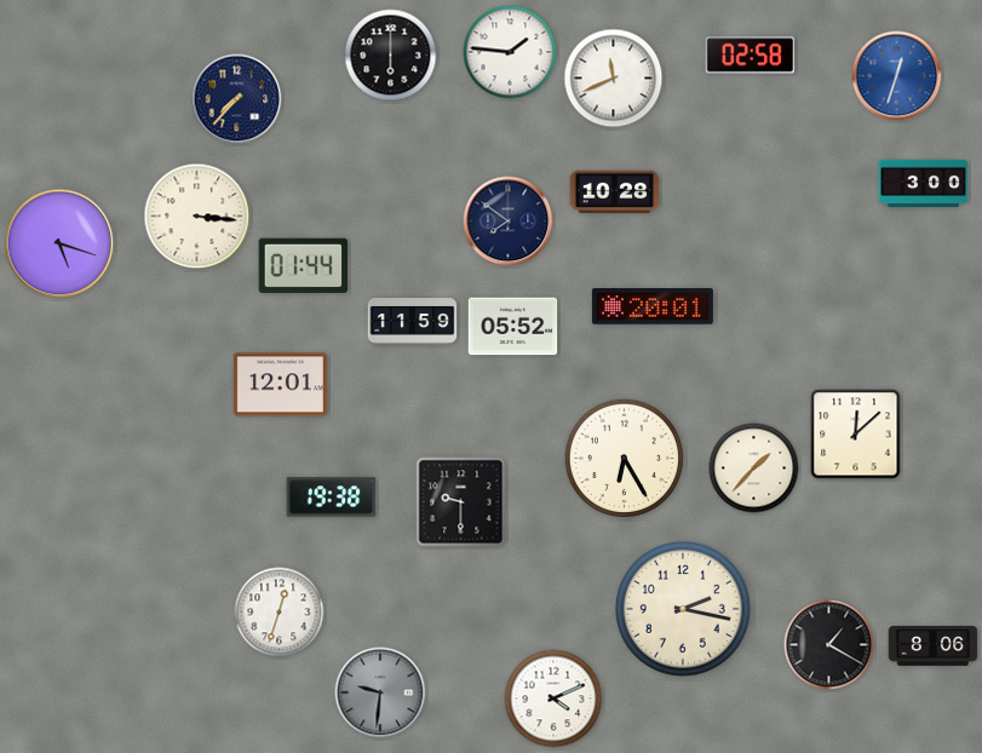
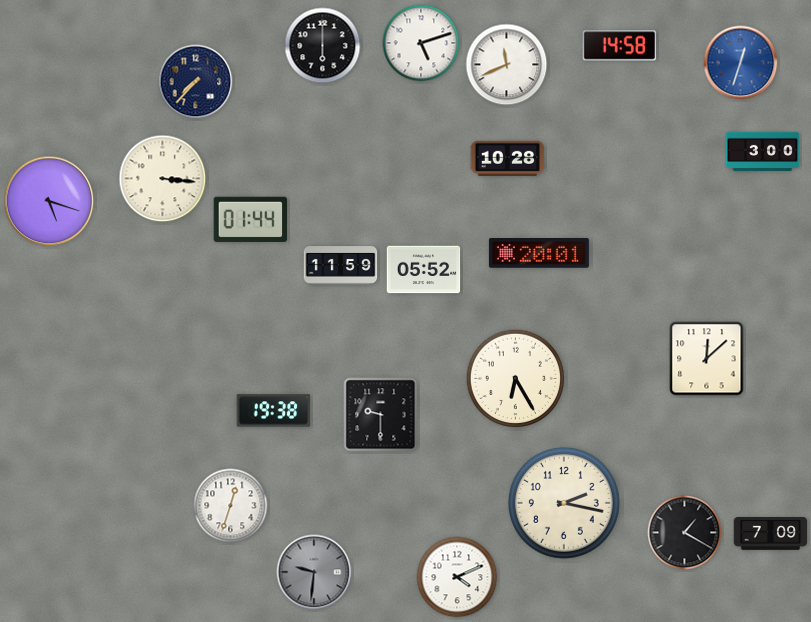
clock at (510, 52): 1:46 -> 5:12
clock at (751, 56): 02:58 -> 14:58
clock at (509, 222): 7:51 -> none
clock at (280, 385): 12:01 -> none
clock at (754, 469): 1:37 -> none
clock at (934, 646): 8:06 -> 7:09
